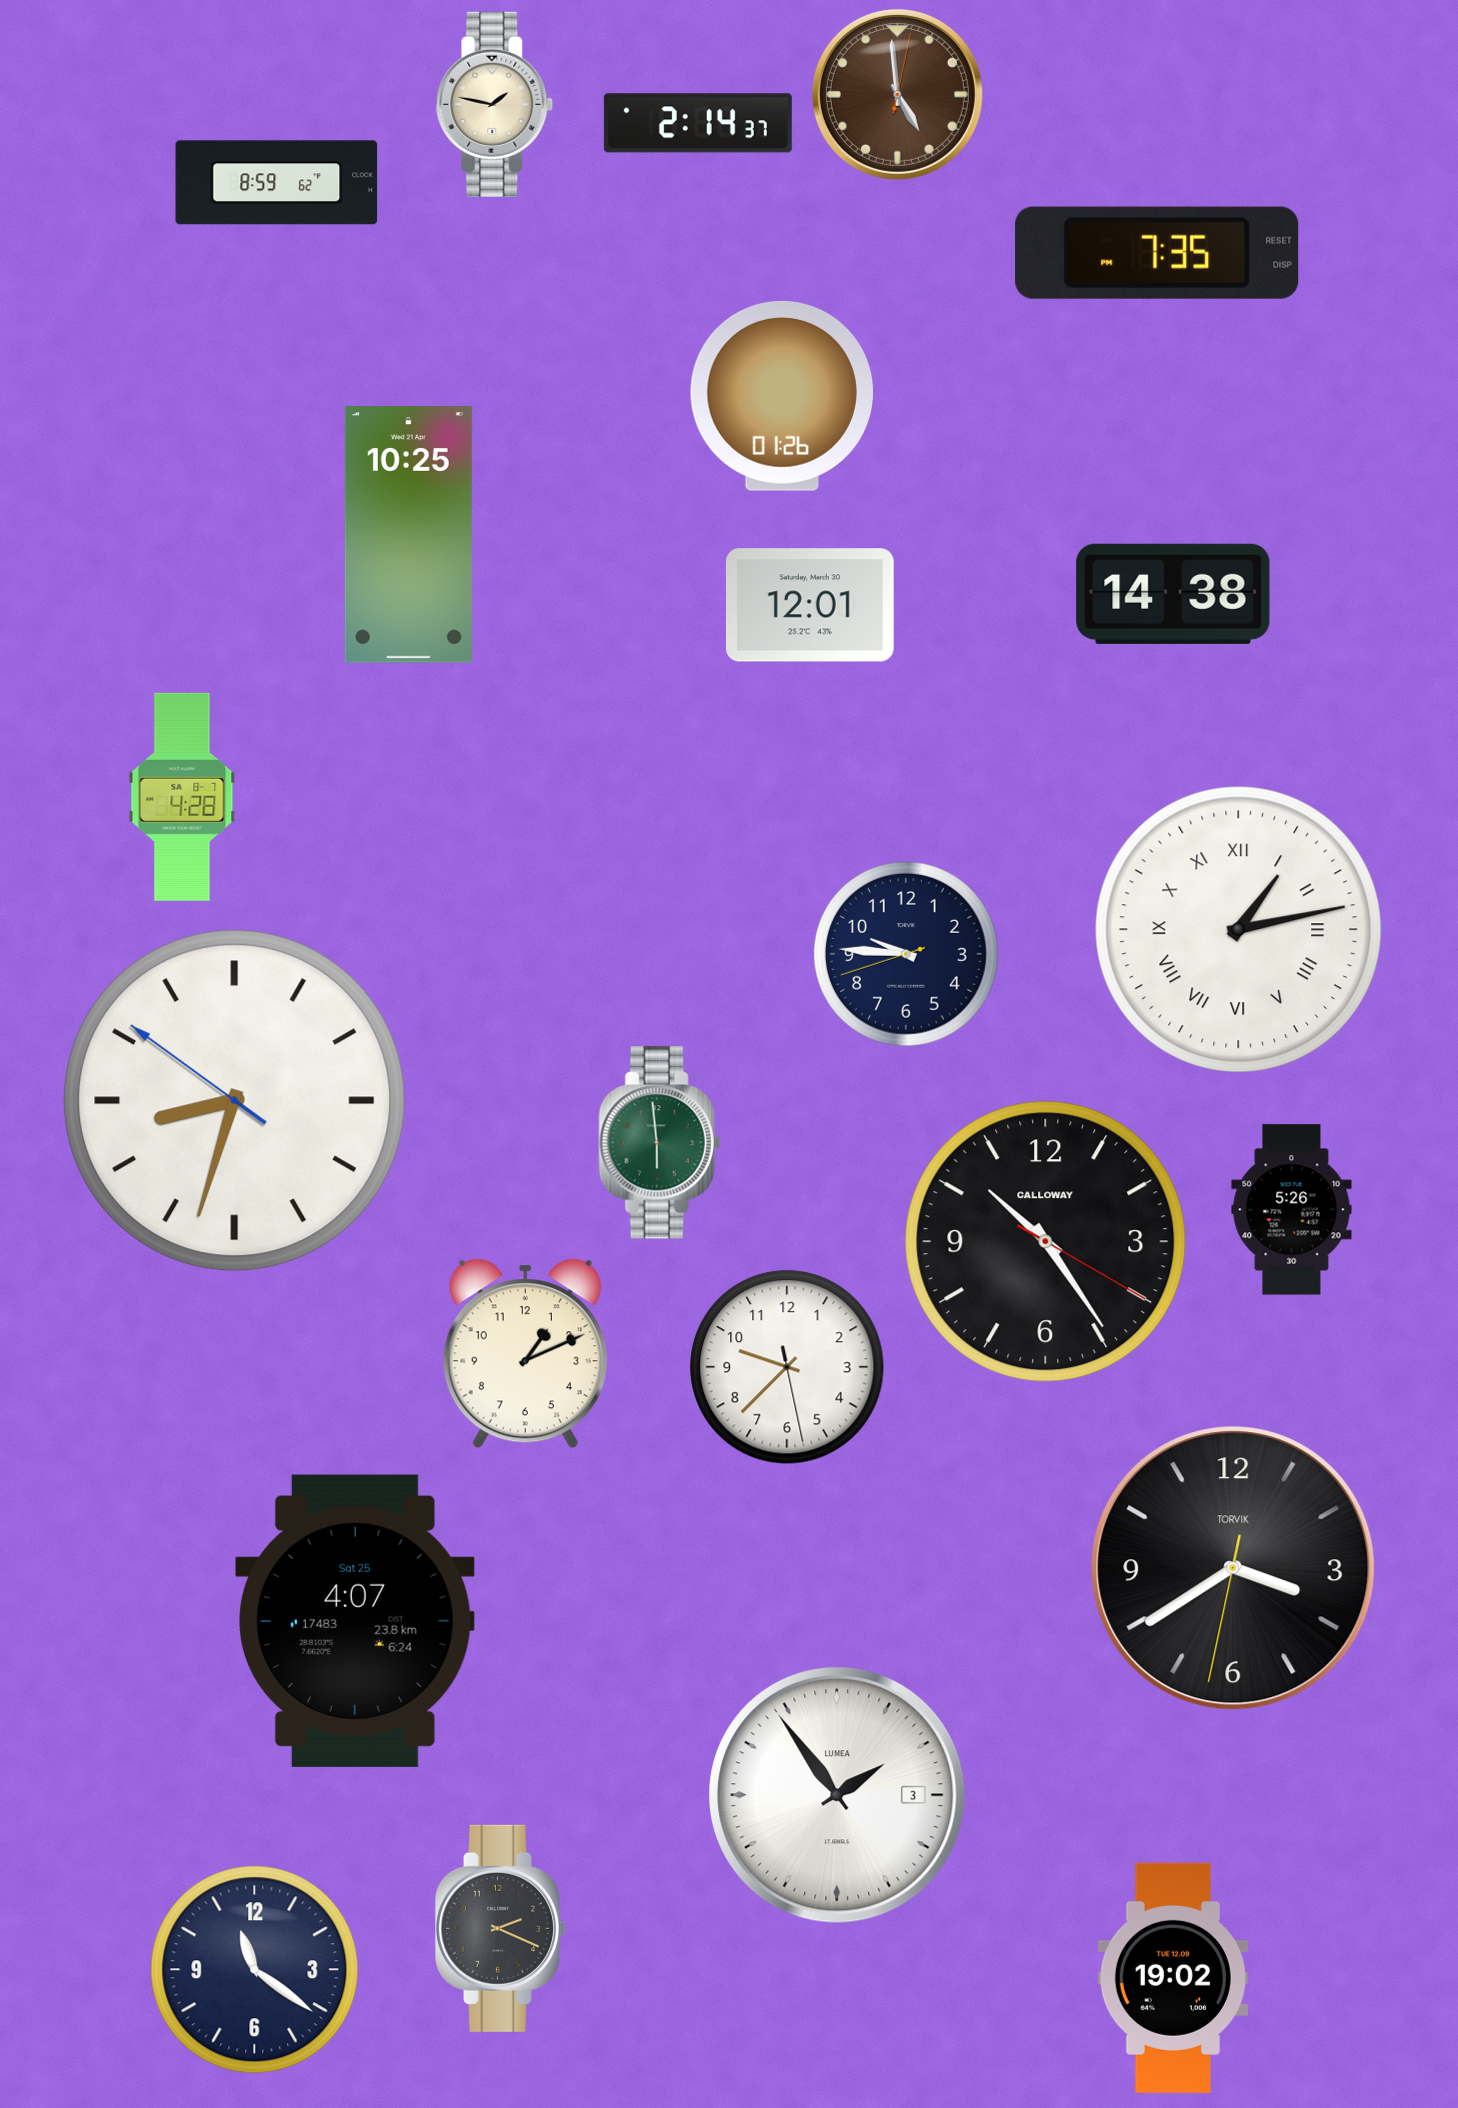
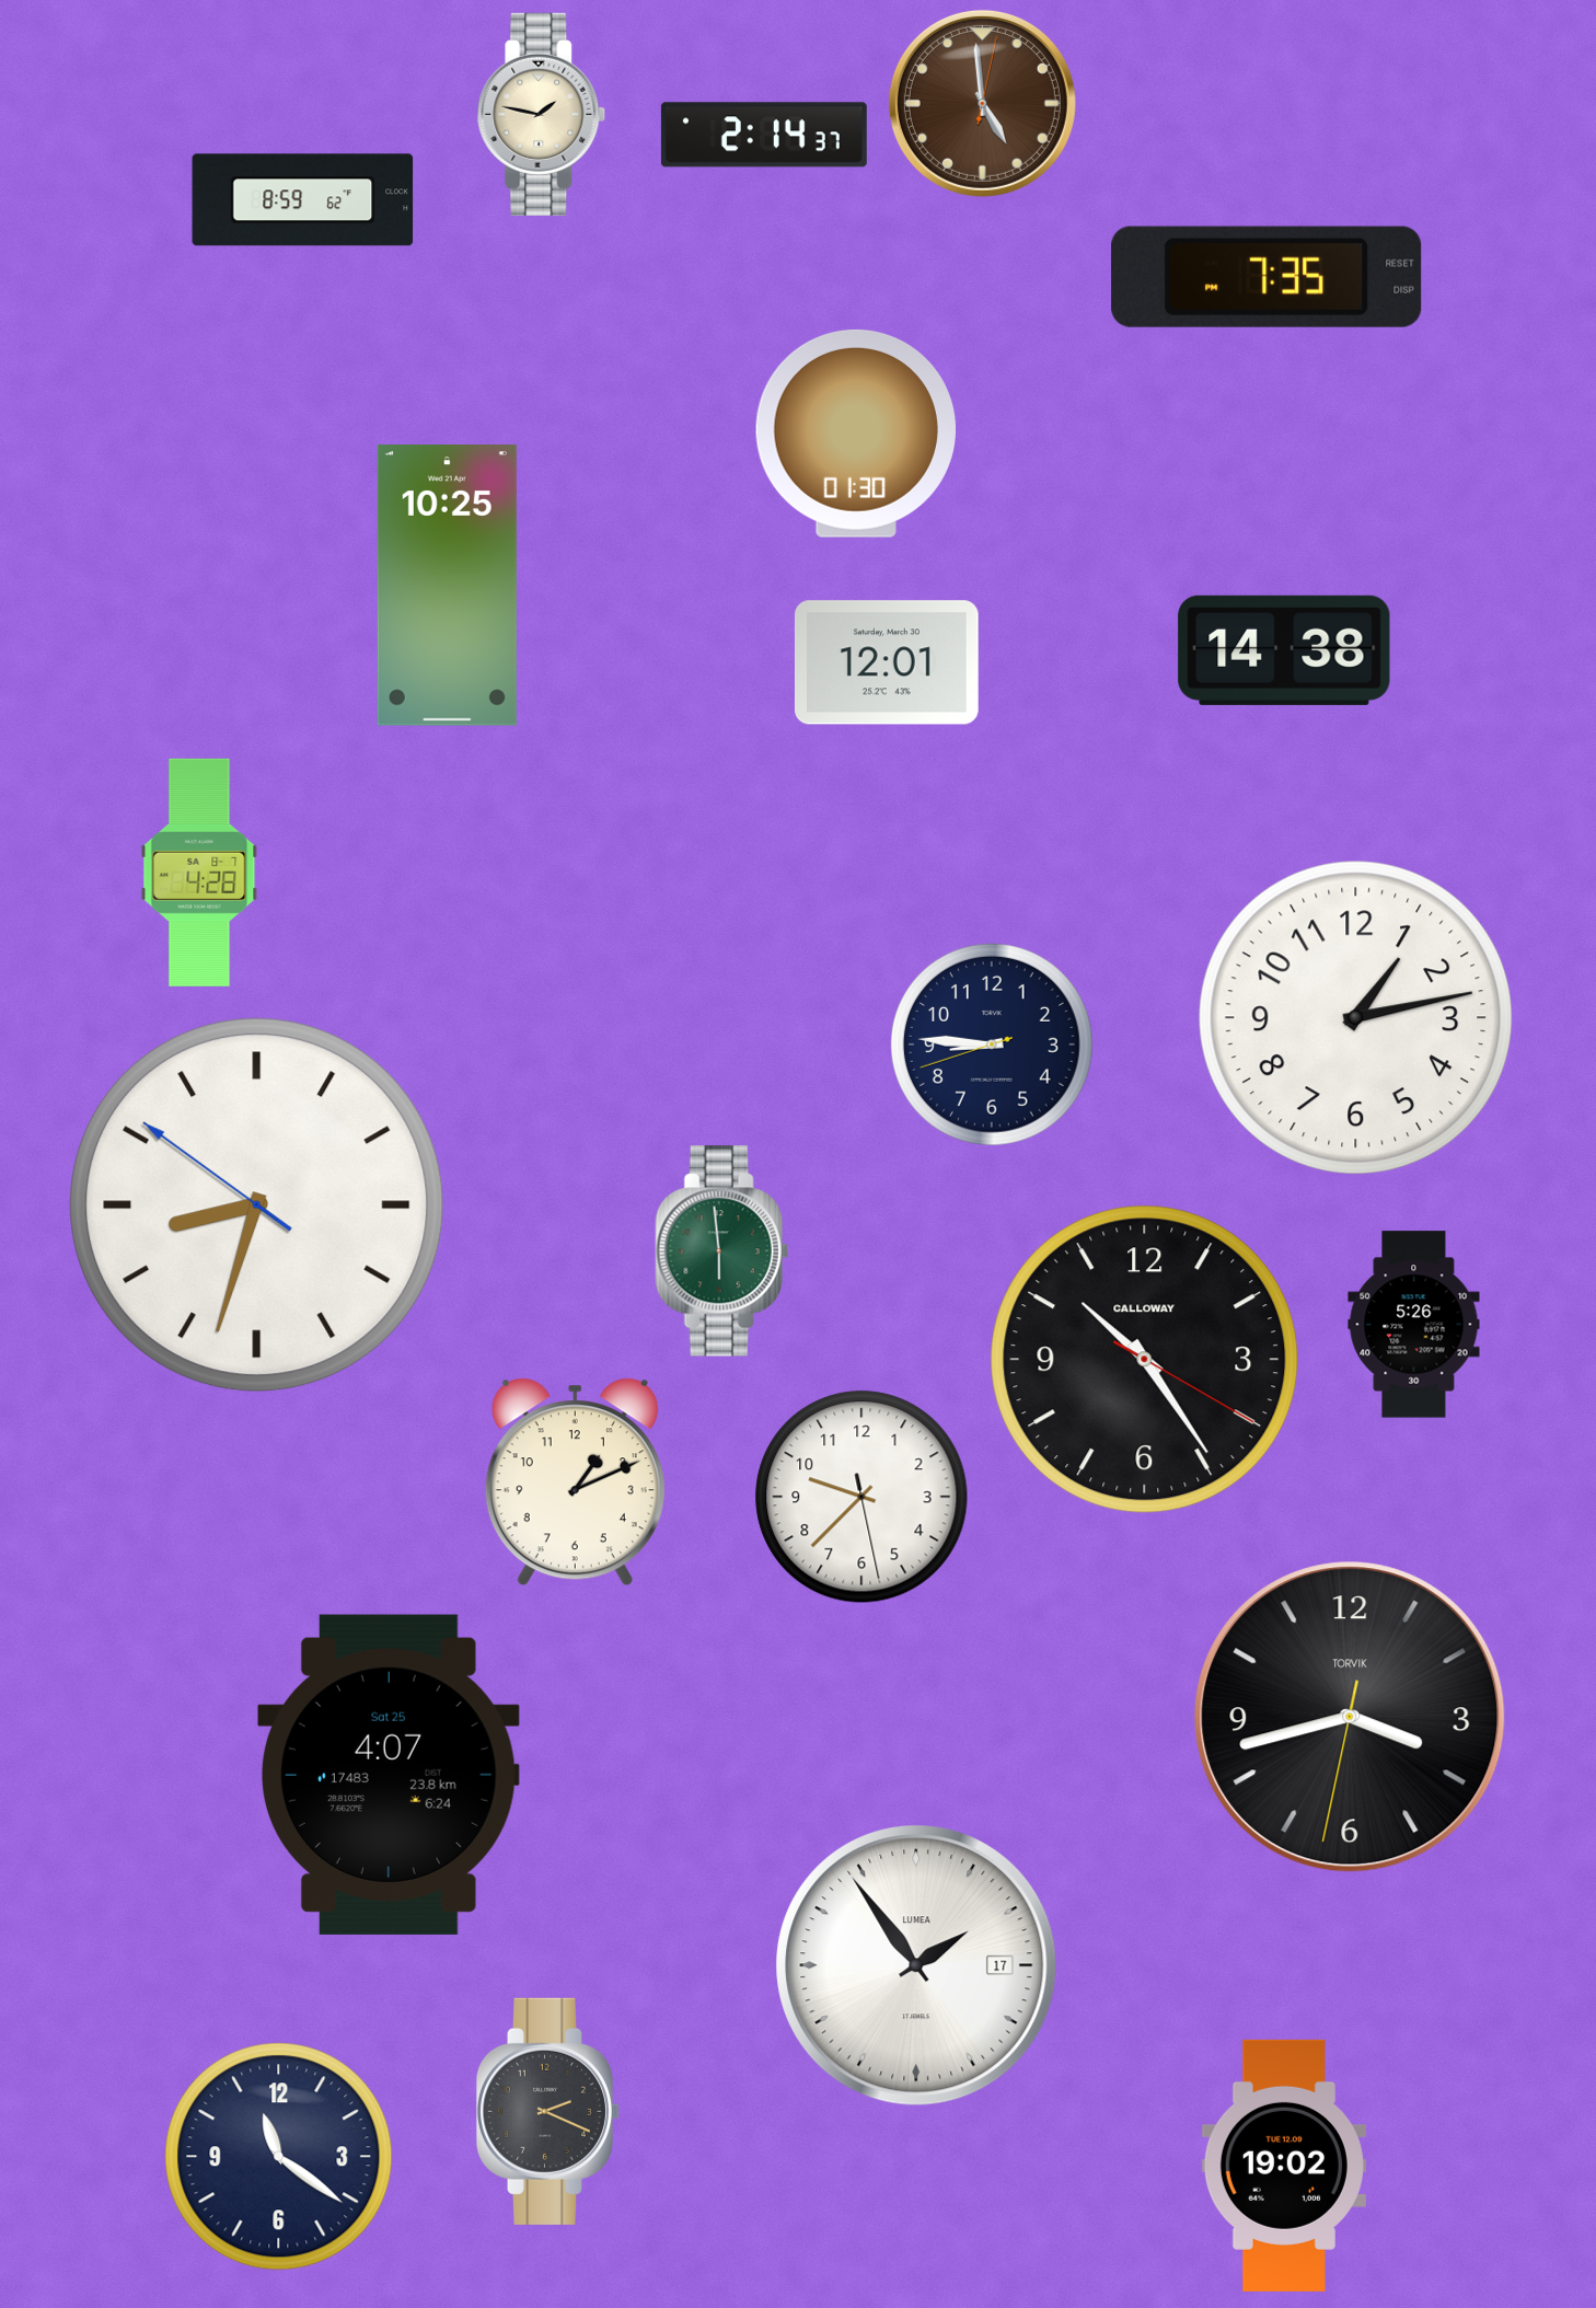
clock at (781, 396): 01:26 -> 01:30
clock at (1239, 930) numerals: Roman -> Arabic
clock at (907, 954): 9:45 -> 8:45
clock at (1233, 1568): 3:39 -> 3:42
clock at (837, 1795) date: 3 -> 17
